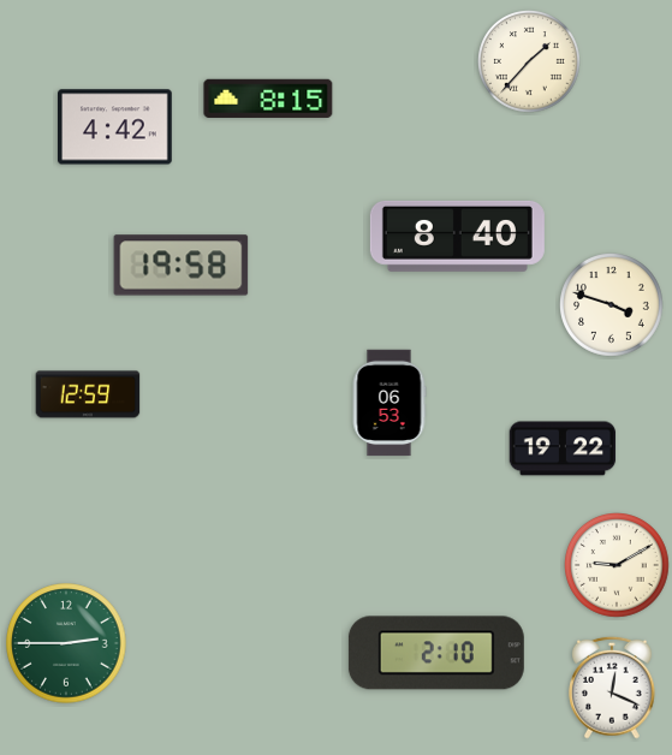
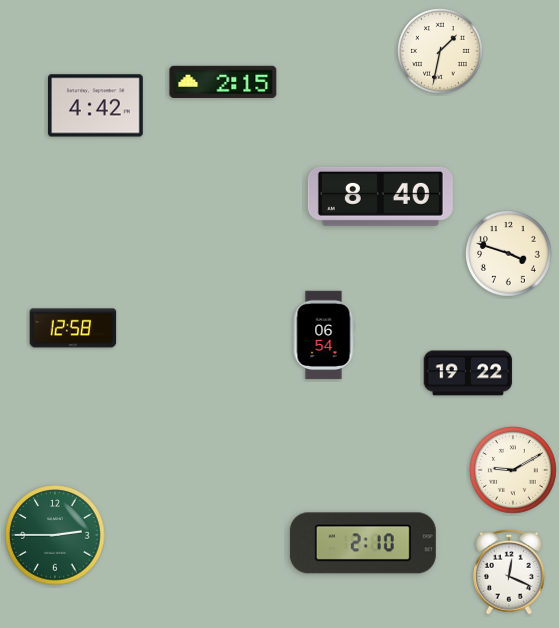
clock at (530, 63): 1:37 -> 1:32
clock at (268, 99): 8:15 -> 2:15
clock at (182, 266): 19:58 -> none
clock at (88, 394): 12:59 -> 12:58
clock at (389, 403): 06:53 -> 06:54
